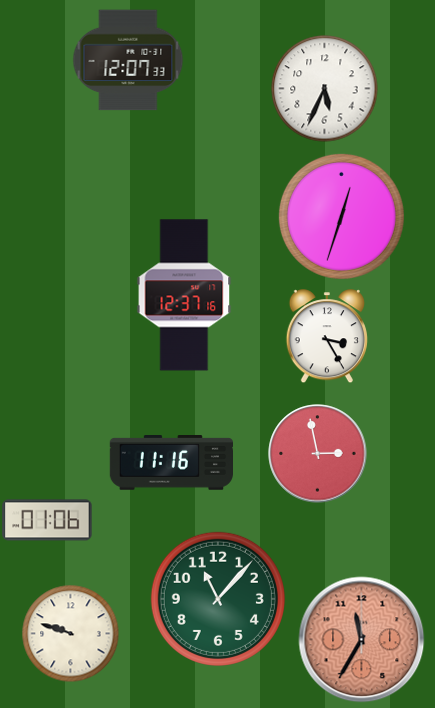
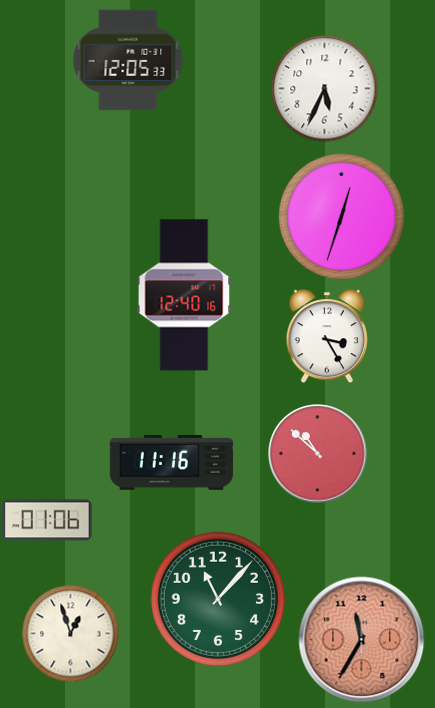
clock at (128, 60): 12:07 -> 12:05
clock at (184, 295): 12:37 -> 12:40
clock at (318, 454): 2:58 -> 10:52
clock at (70, 633): 9:48 -> 12:57
